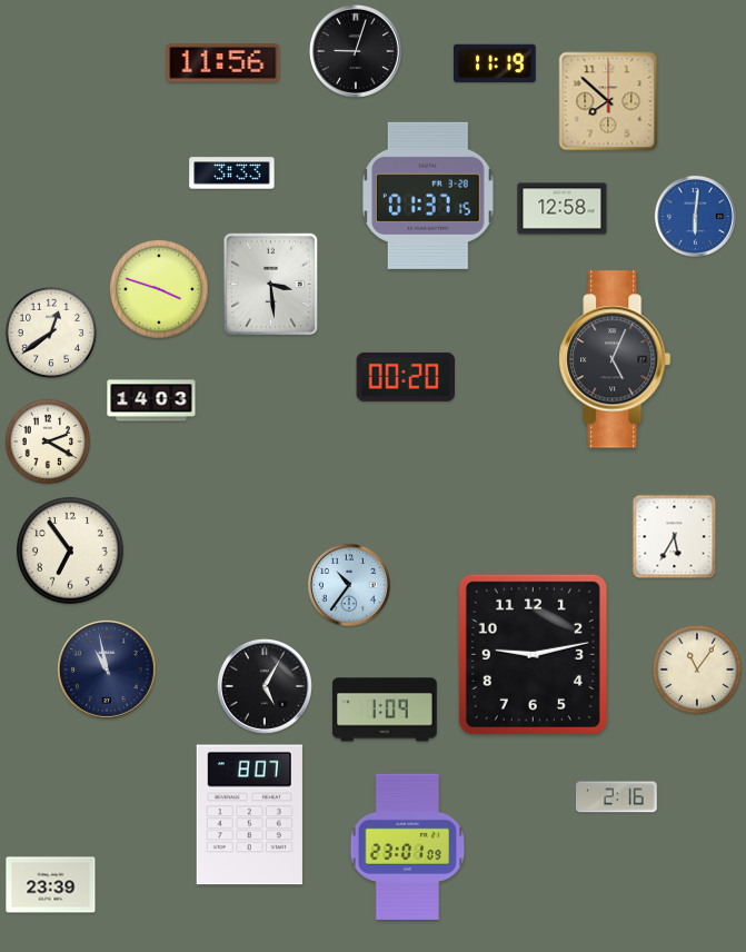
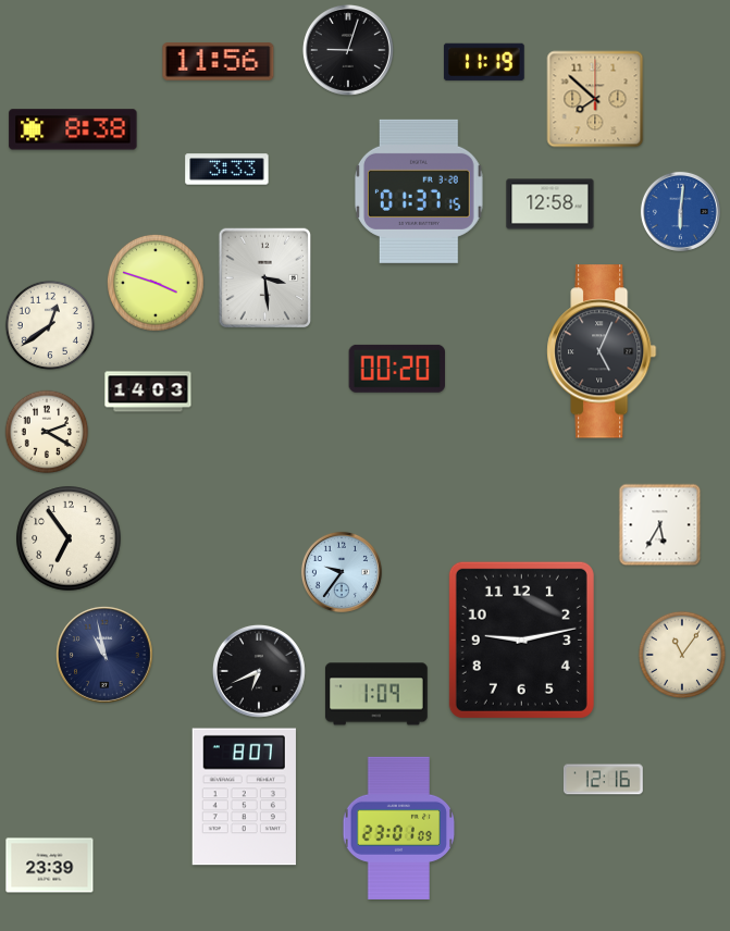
clock at (73, 129): none -> 8:38
clock at (349, 585): 10:36 -> 9:36
clock at (265, 686): 5:05 -> 6:41
clock at (616, 797): 2:16 -> 12:16
